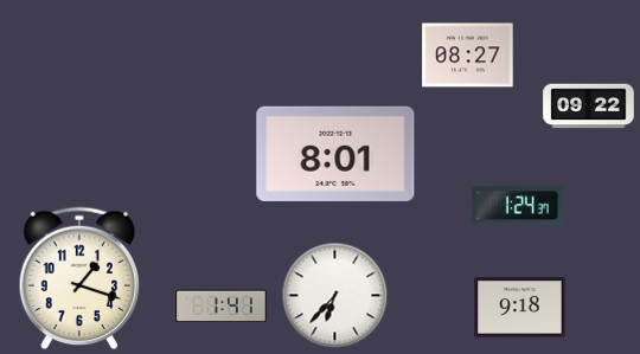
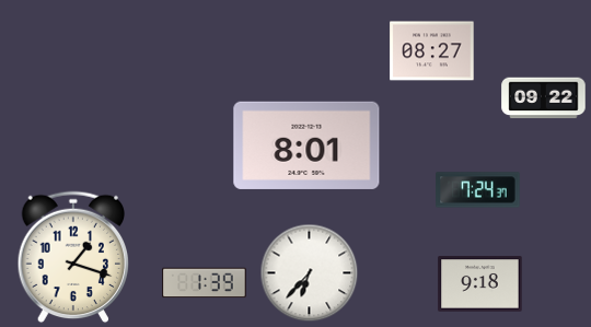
clock at (335, 154) position: (335, 154) -> (306, 145)
clock at (518, 206): 1:24 -> 7:24
clock at (222, 307): 1:41 -> 1:39
